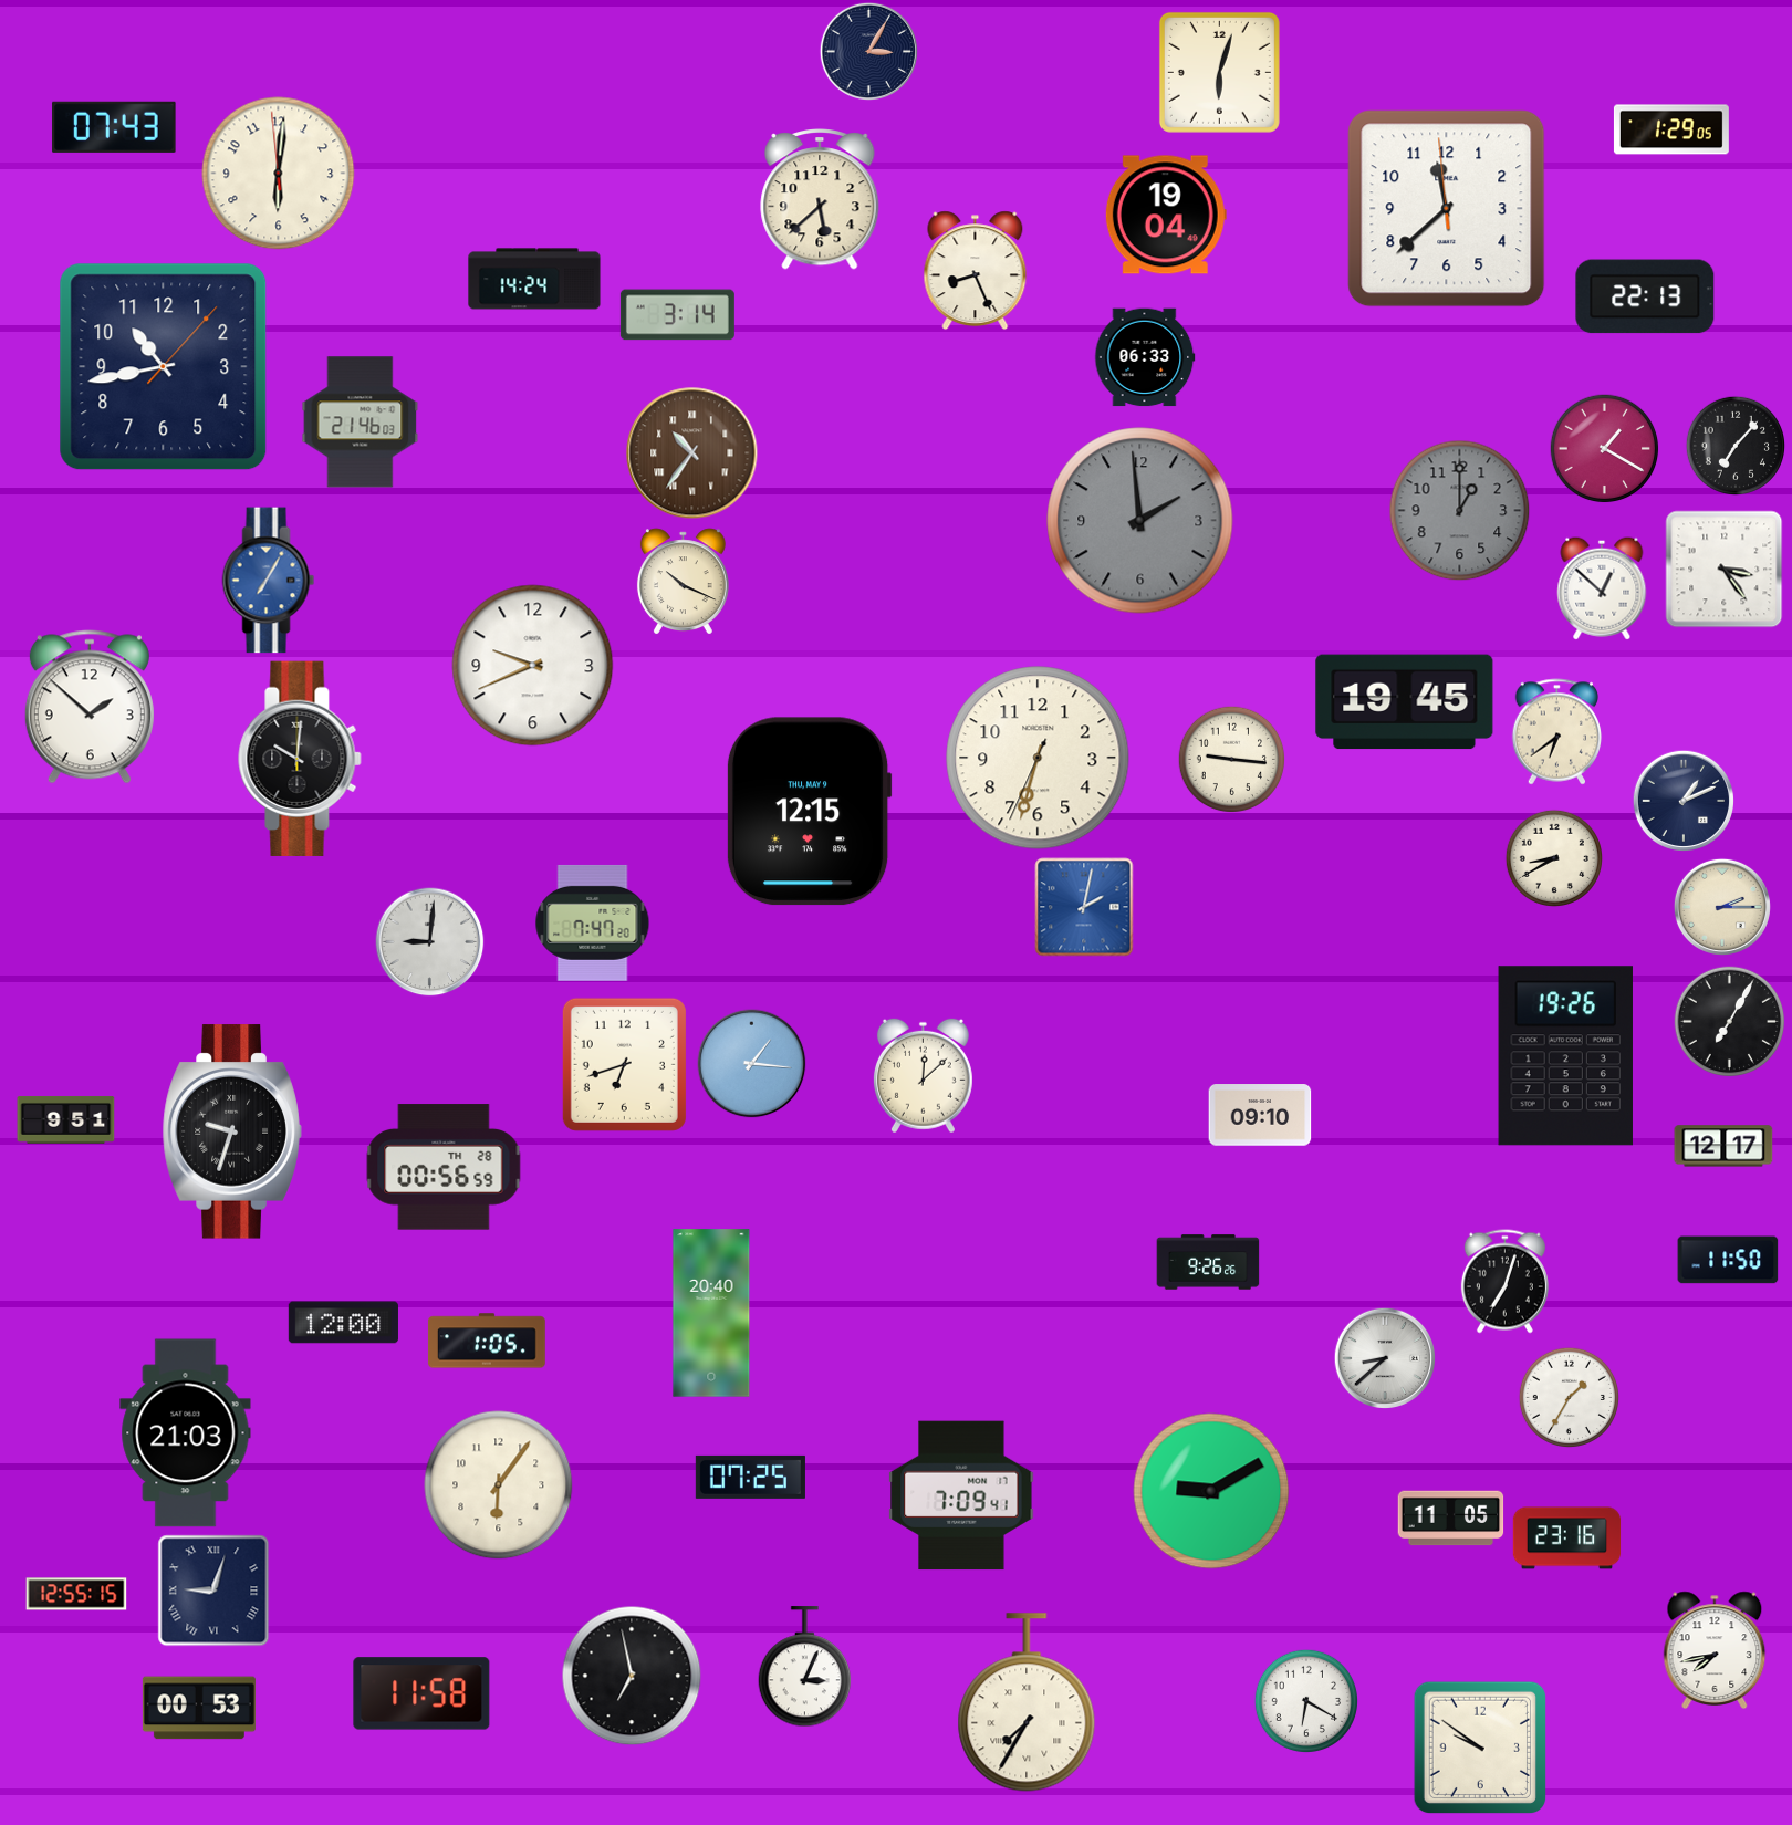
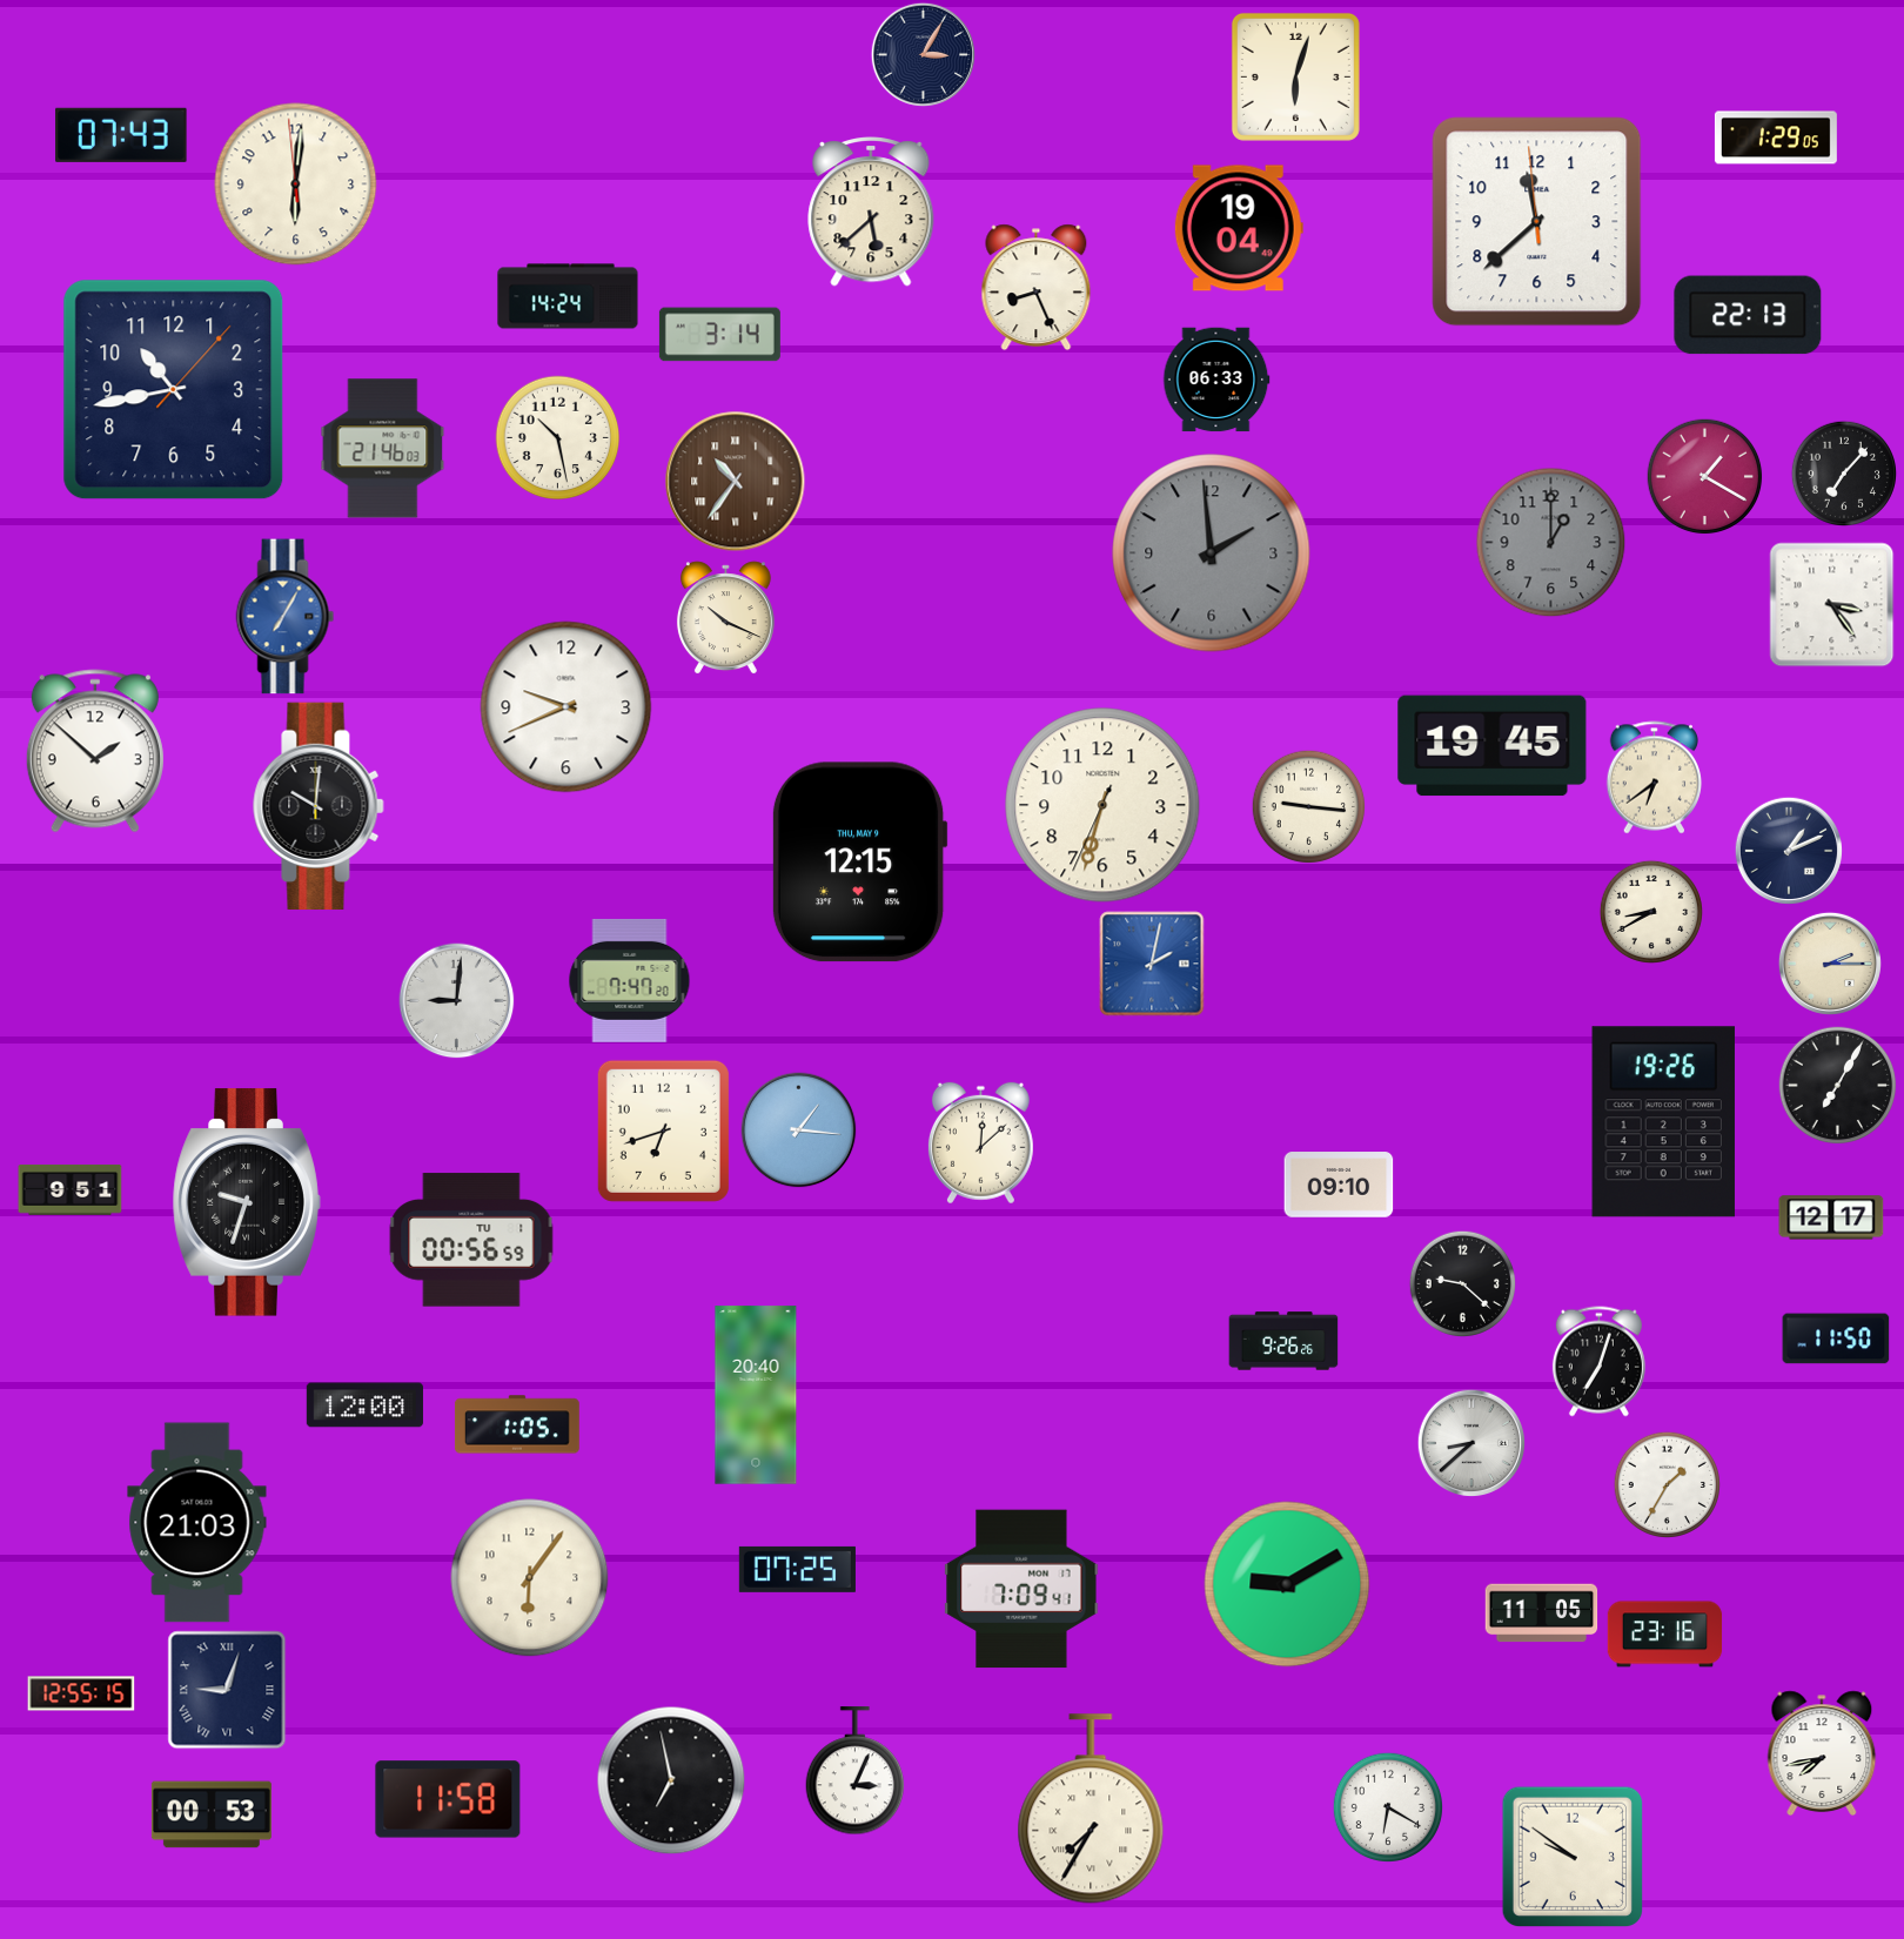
clock at (558, 438): none -> 10:28
clock at (1602, 588): 12:52 -> none
clock at (444, 1167) date: TH 28 -> TU 1
clock at (1462, 1283): none -> 9:22
